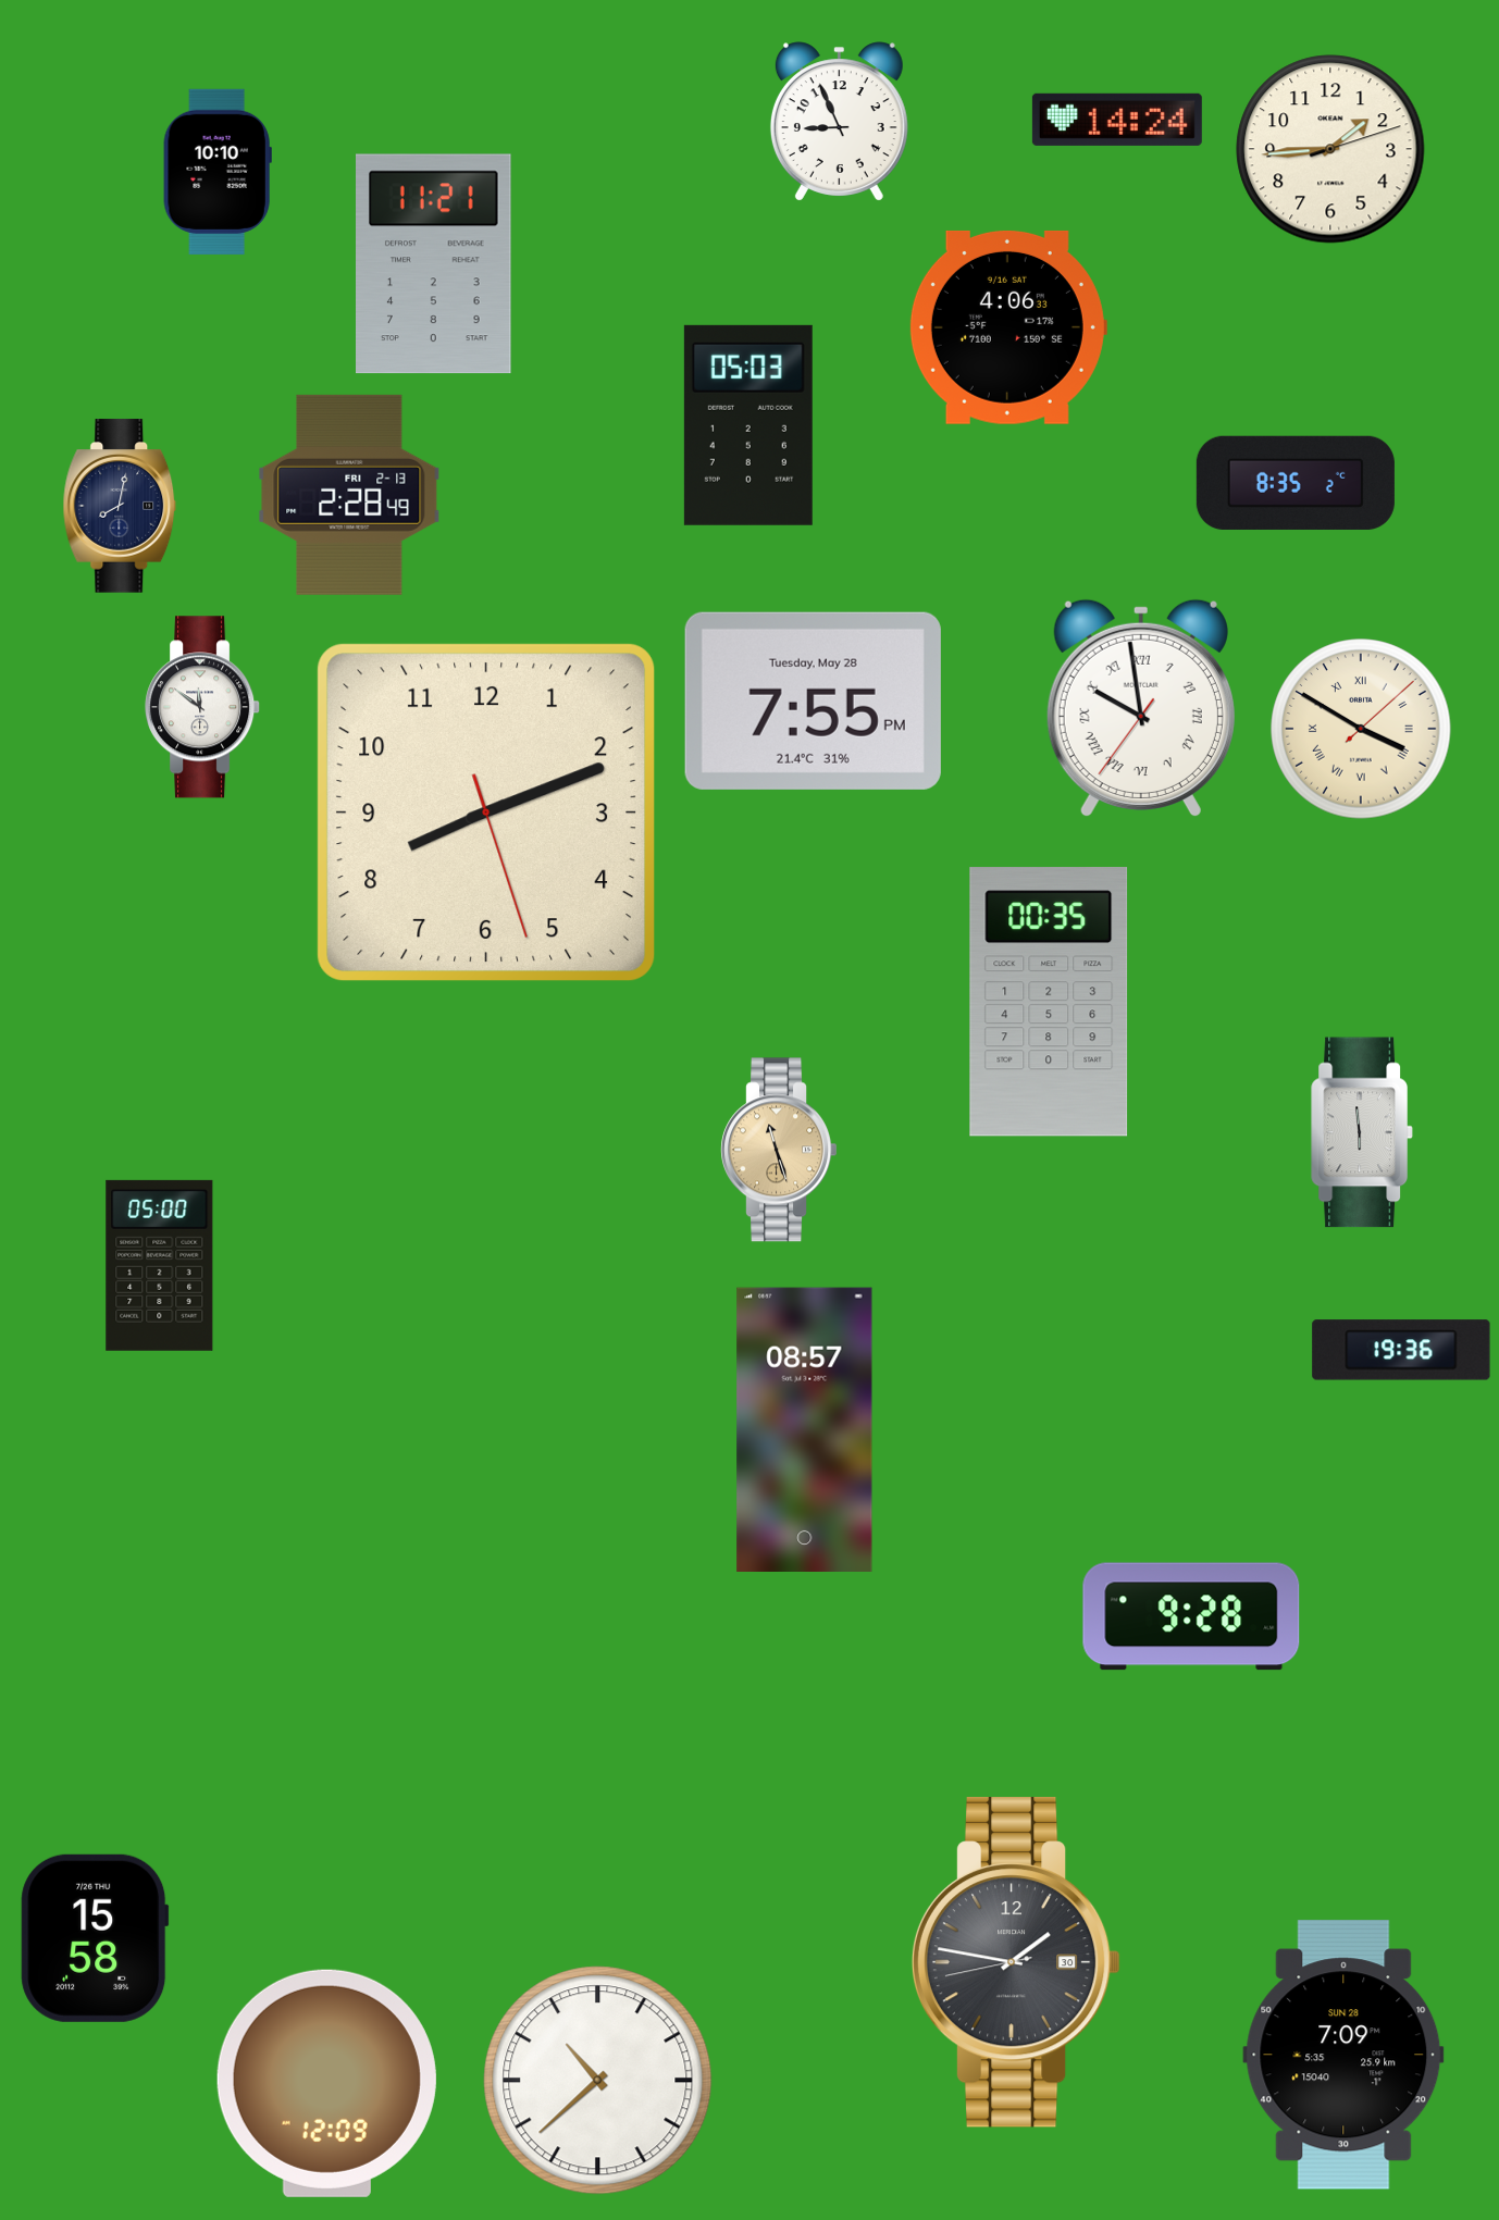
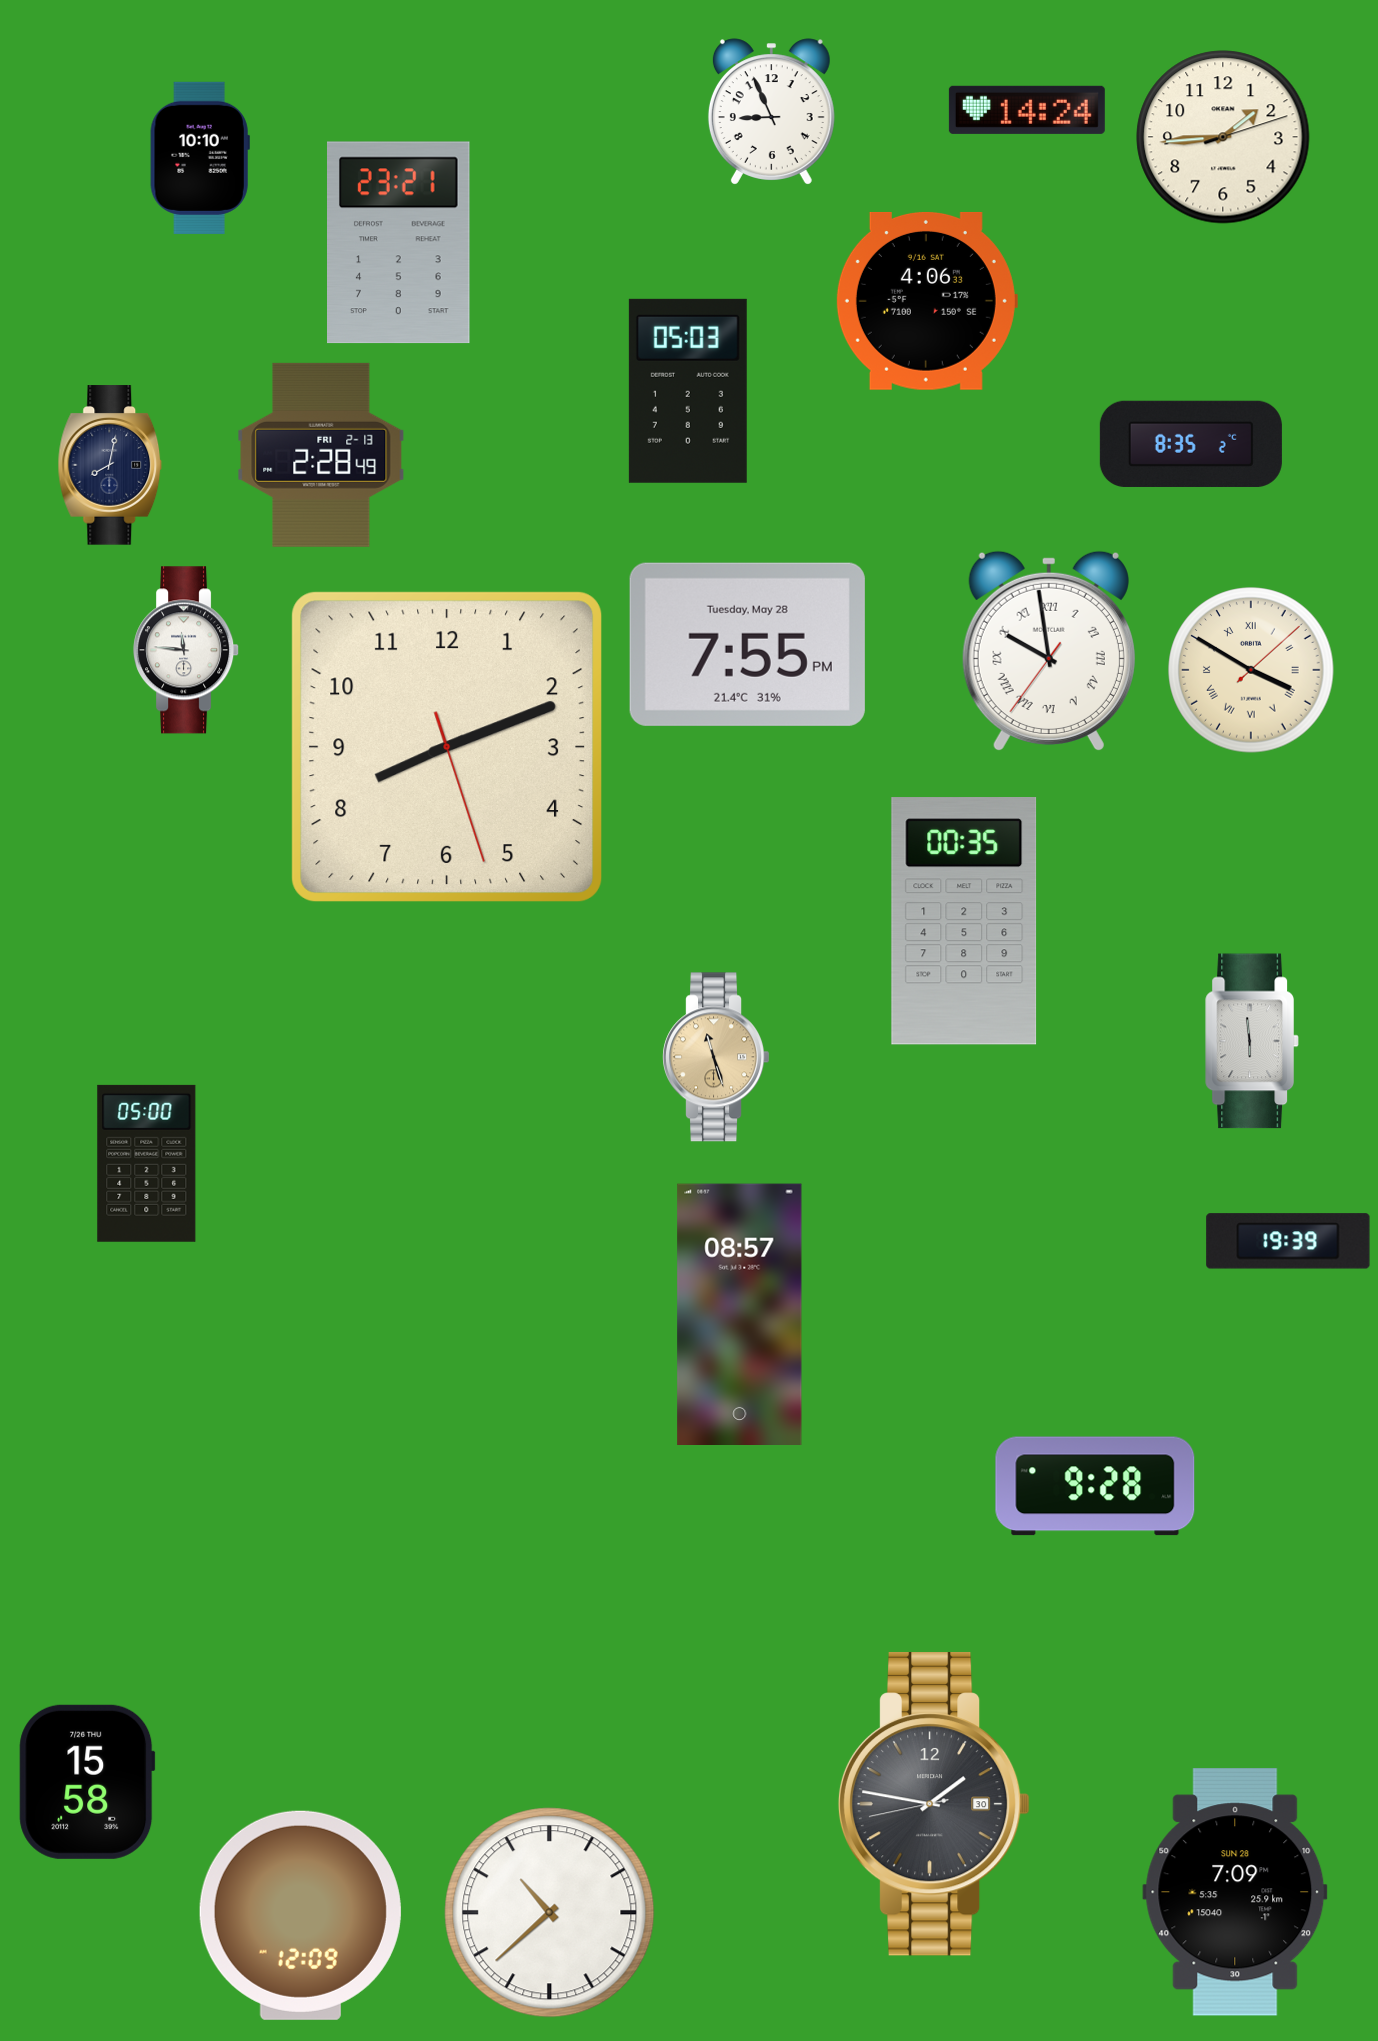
clock at (434, 264): 11:21 -> 23:21
clock at (203, 707): 11:51 -> 11:46
clock at (1401, 1350): 19:36 -> 19:39
clock at (1343, 2055) position: (1343, 2055) -> (1235, 1892)
